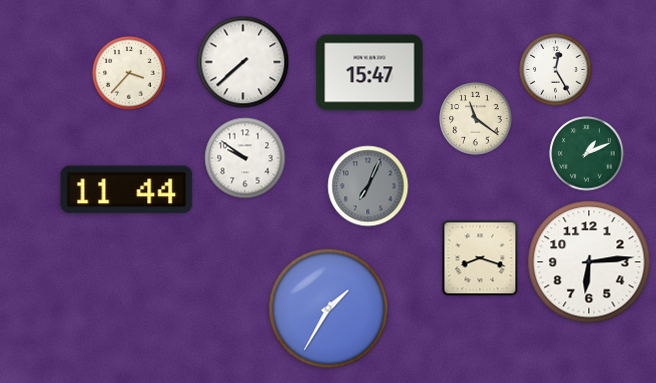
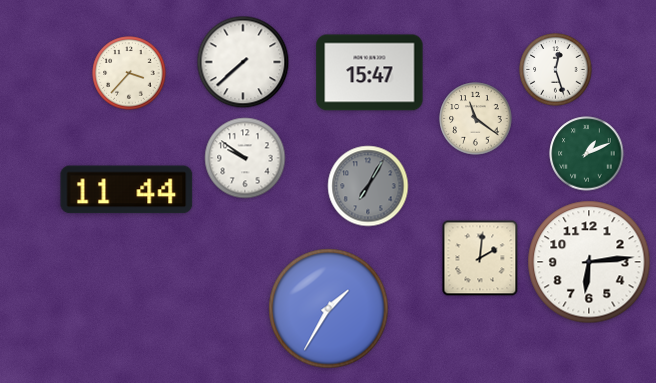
clock at (556, 70): 12:25 -> 12:27
clock at (368, 186): 7:04 -> 7:05
clock at (480, 258): 8:18 -> 2:01
